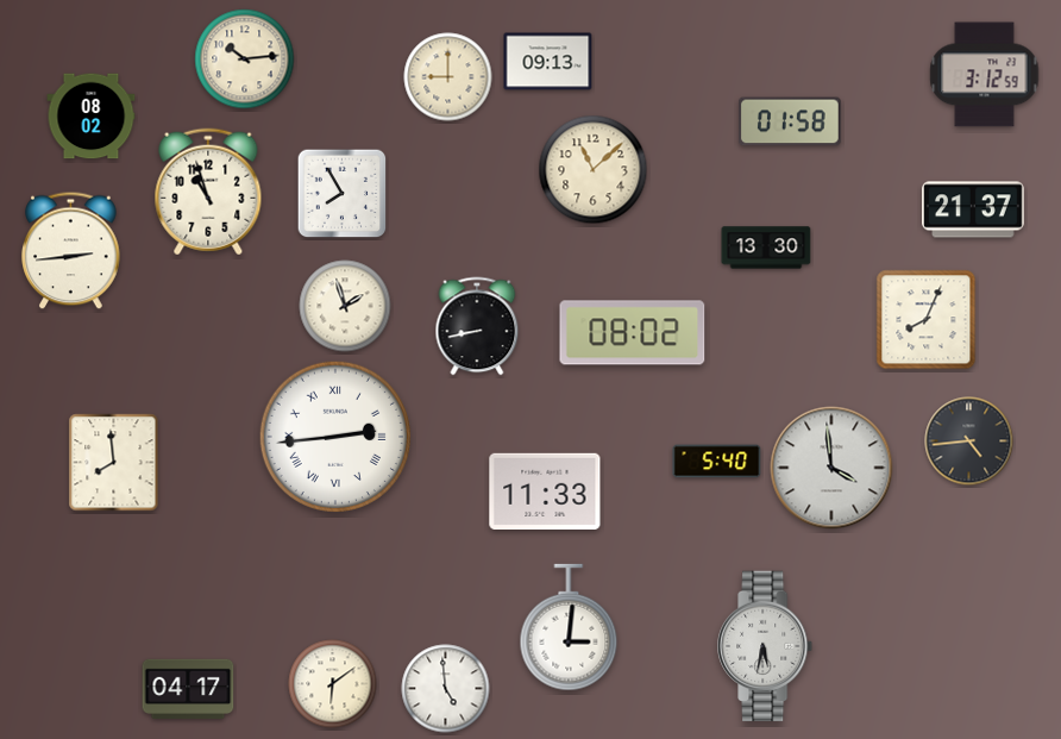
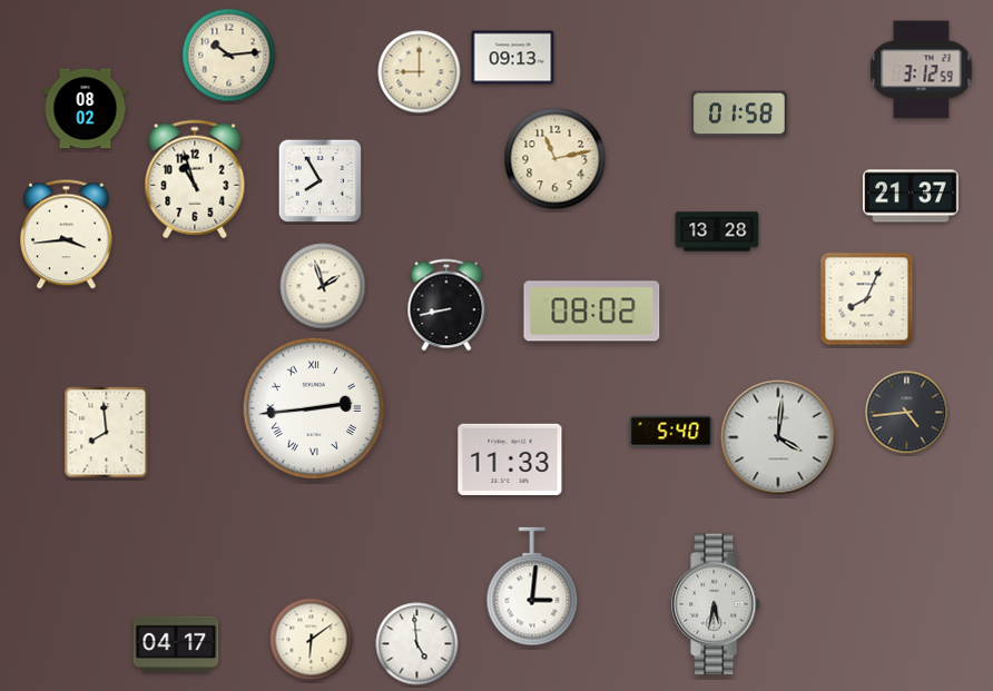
clock at (594, 170): 11:08 -> 11:13
clock at (766, 248): 13:30 -> 13:28
clock at (71, 251): 2:44 -> 3:44
clock at (831, 468): 3:59 -> 4:01
